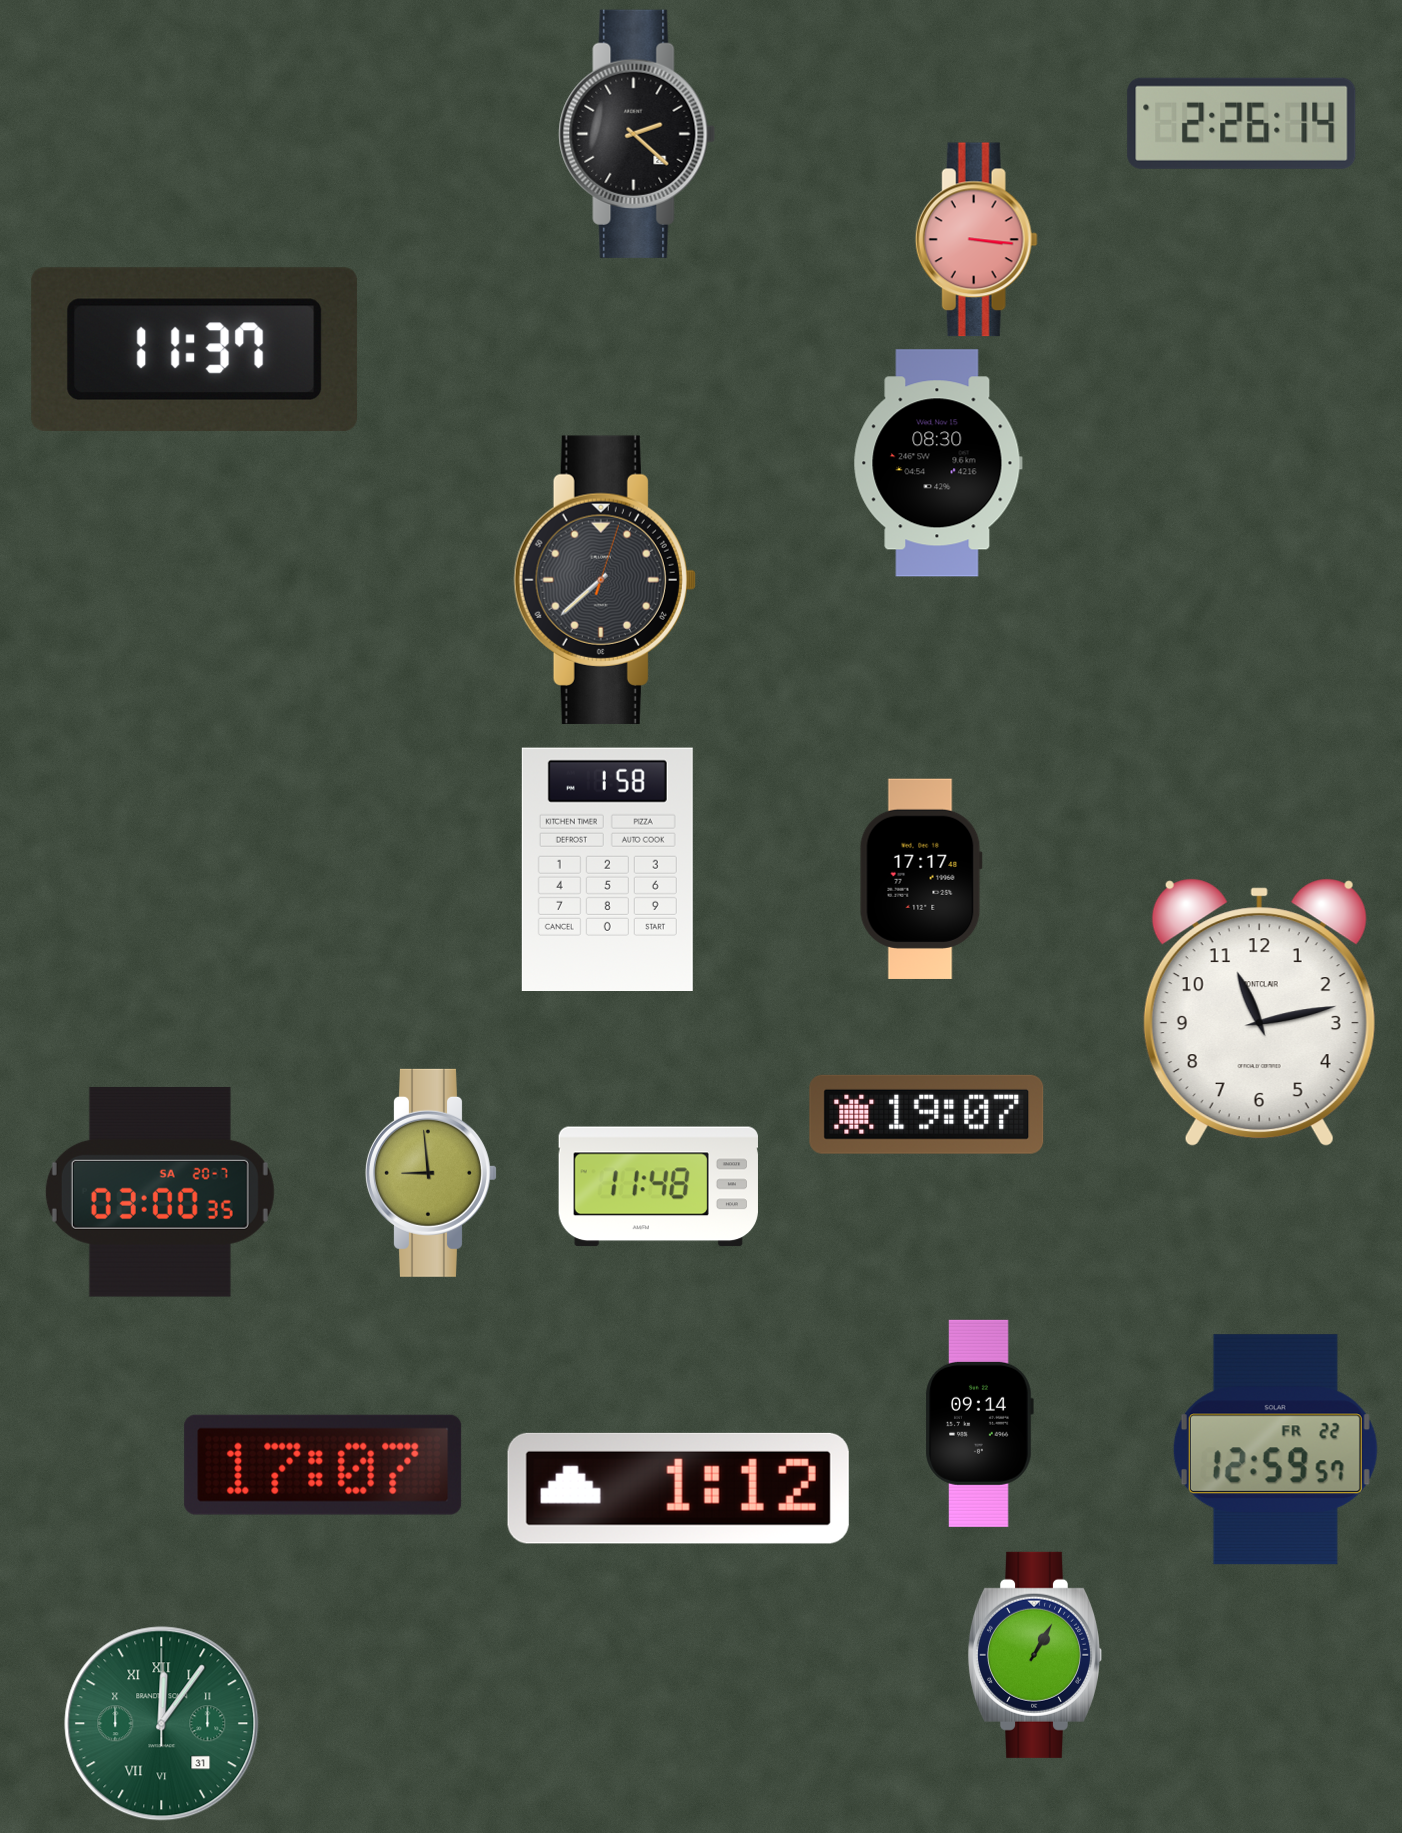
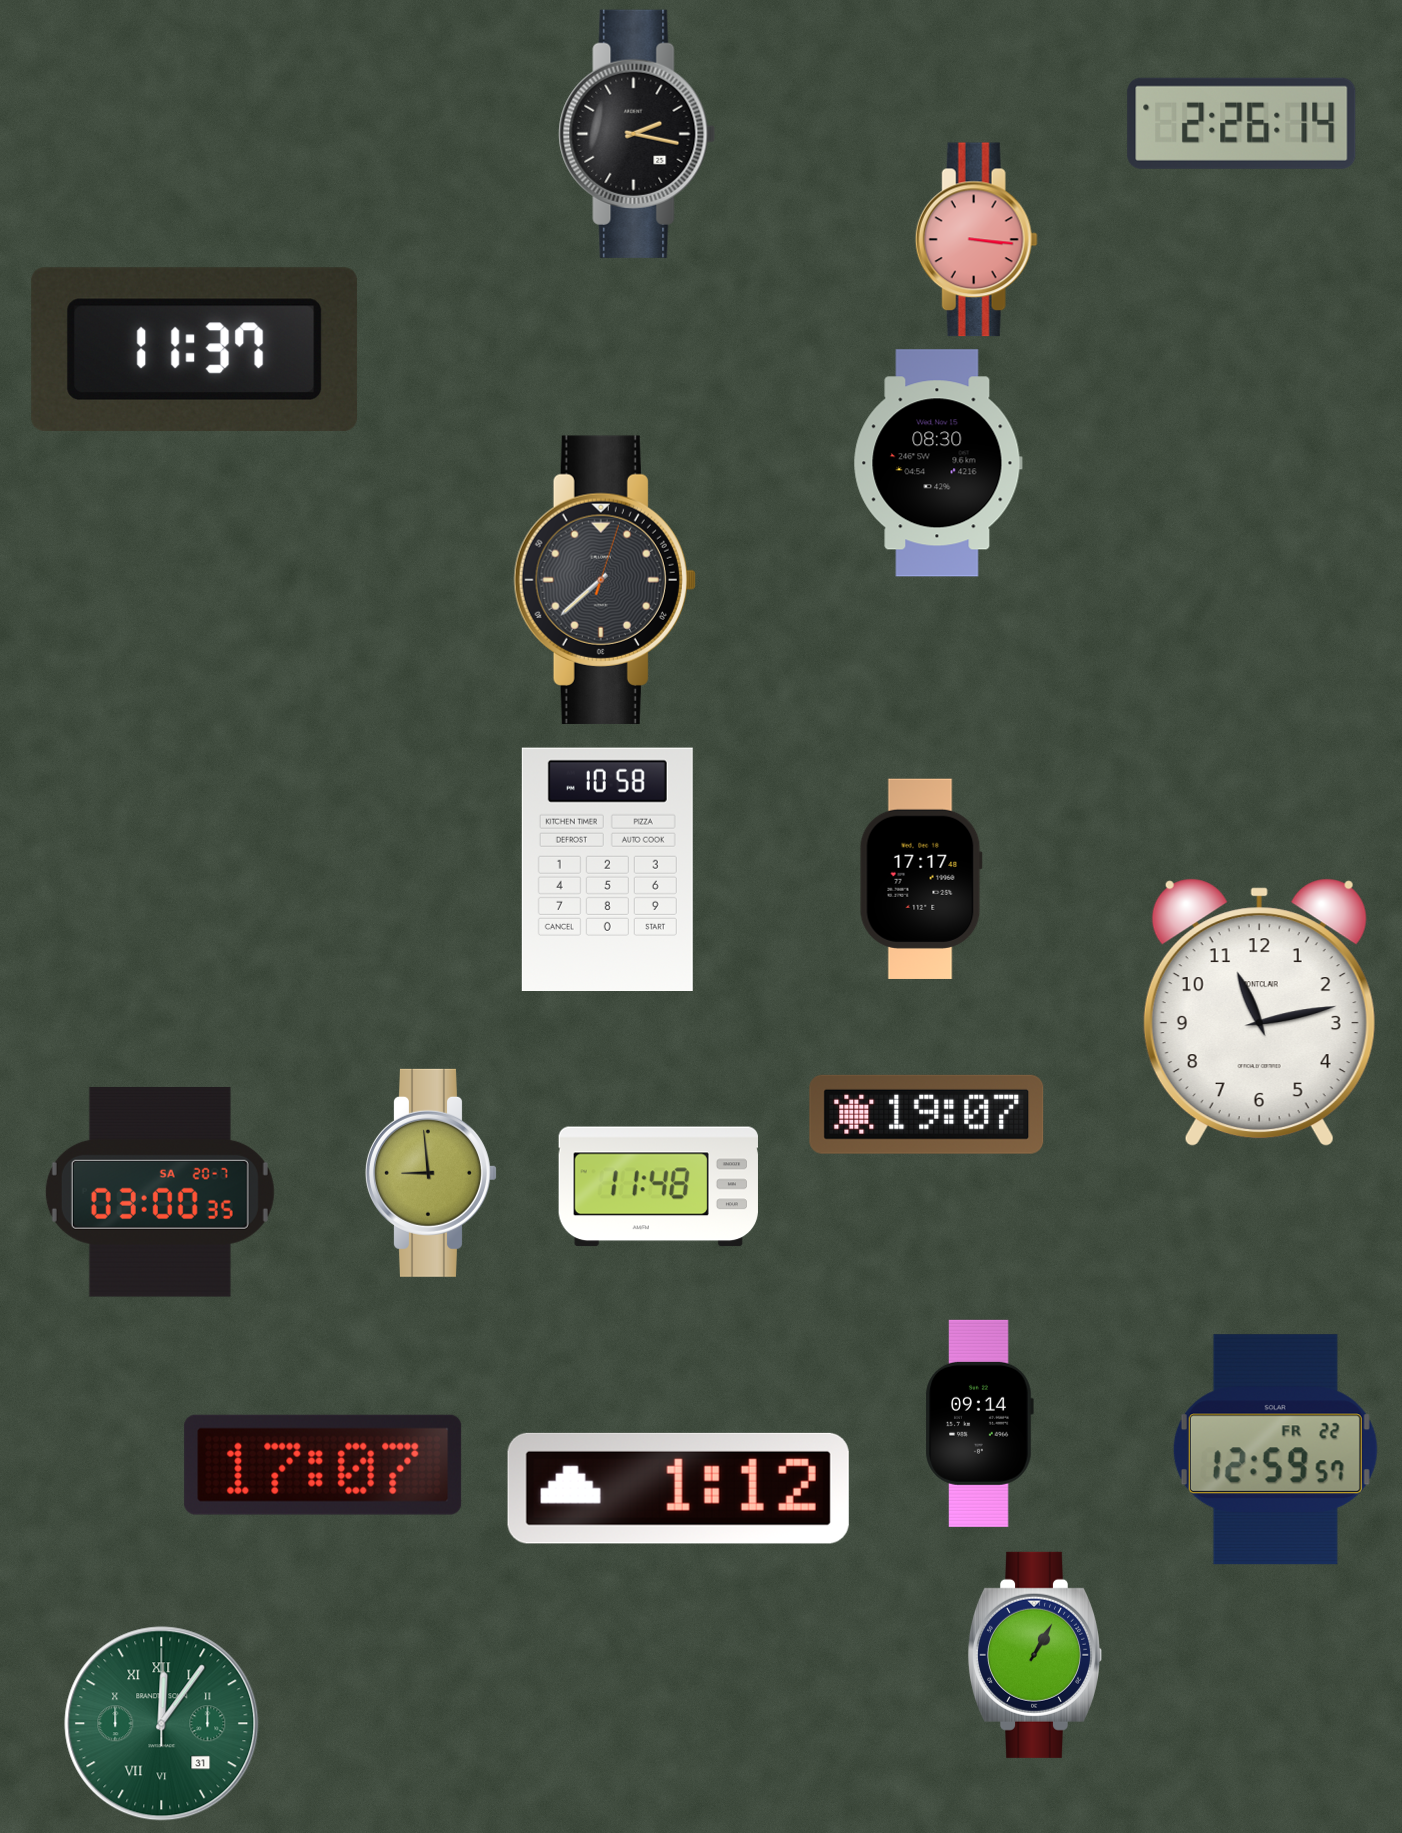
clock at (637, 134): 2:22 -> 2:17
clock at (607, 869): 1:58 -> 10:58
